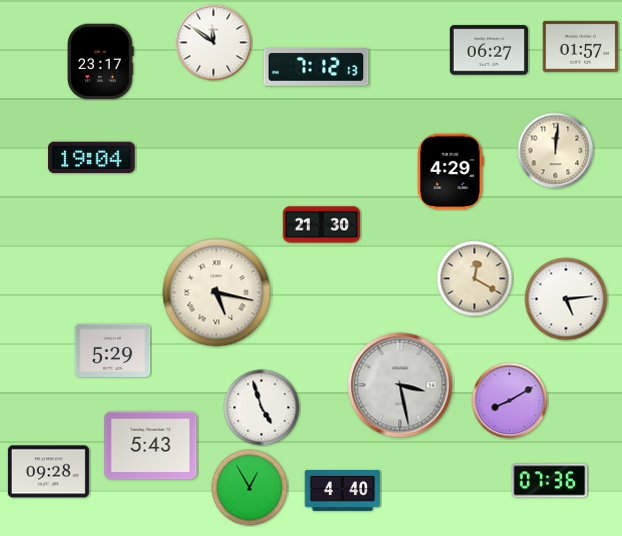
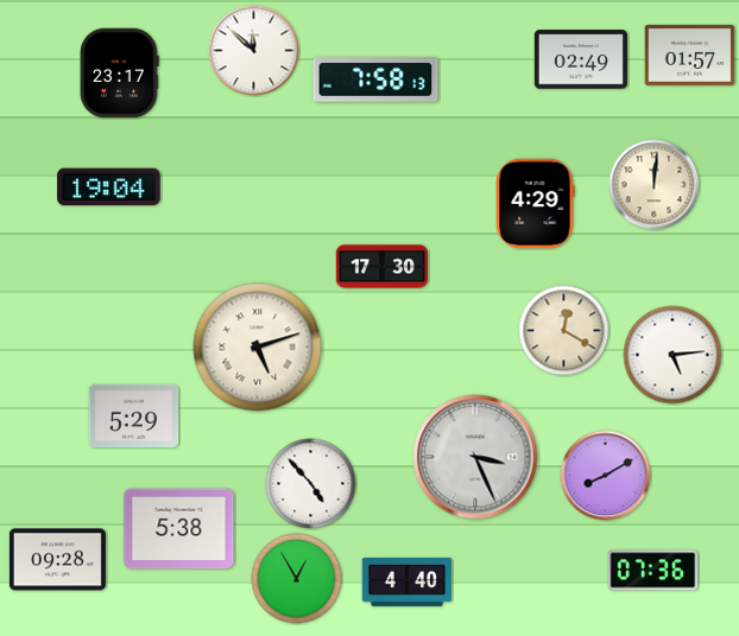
clock at (214, 43): 11:51 -> 11:52
clock at (489, 50): 06:27 -> 02:49
clock at (316, 67): 7:12 -> 7:58
clock at (556, 151) position: (556, 151) -> (655, 185)
clock at (322, 225): 21:30 -> 17:30
clock at (217, 293): 5:17 -> 5:12
clock at (400, 385): 3:28 -> 3:26
clock at (262, 408): 4:57 -> 4:53
clock at (151, 446): 5:43 -> 5:38
